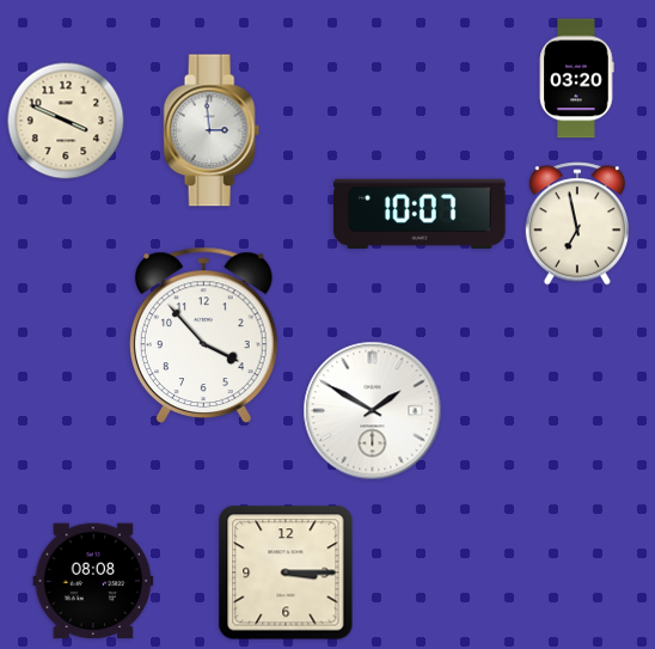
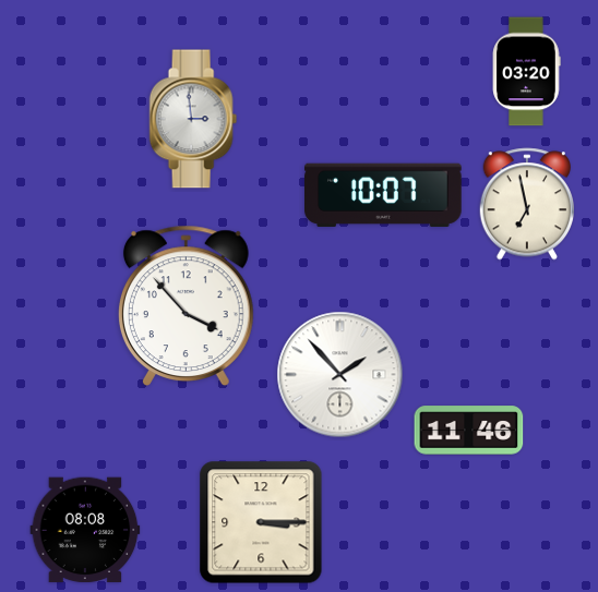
clock at (66, 121): 3:49 -> none
clock at (373, 411): 1:50 -> 1:53
clock at (469, 431): none -> 11:46
